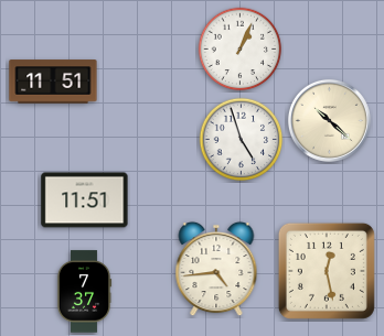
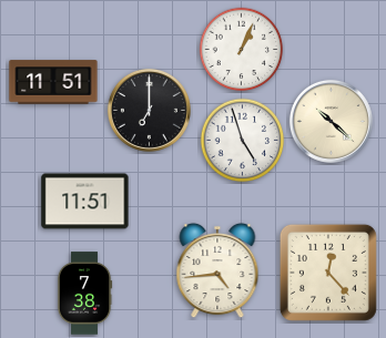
clock at (149, 110): none -> 7:00
clock at (327, 271): 12:28 -> 12:23
clock at (84, 292): 7:37 -> 7:38
